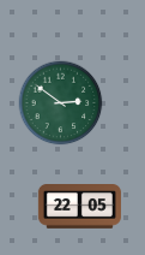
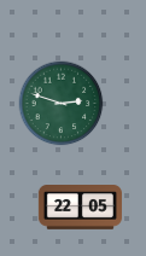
clock at (61, 103): 2:51 -> 2:48
